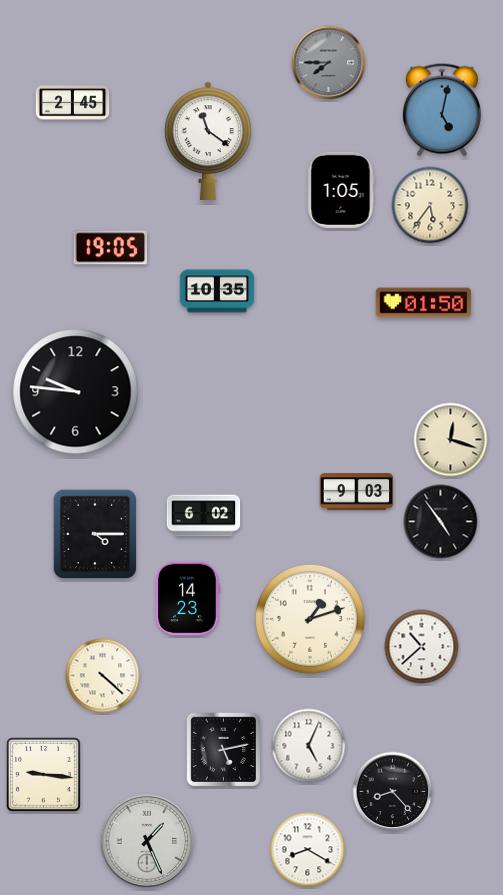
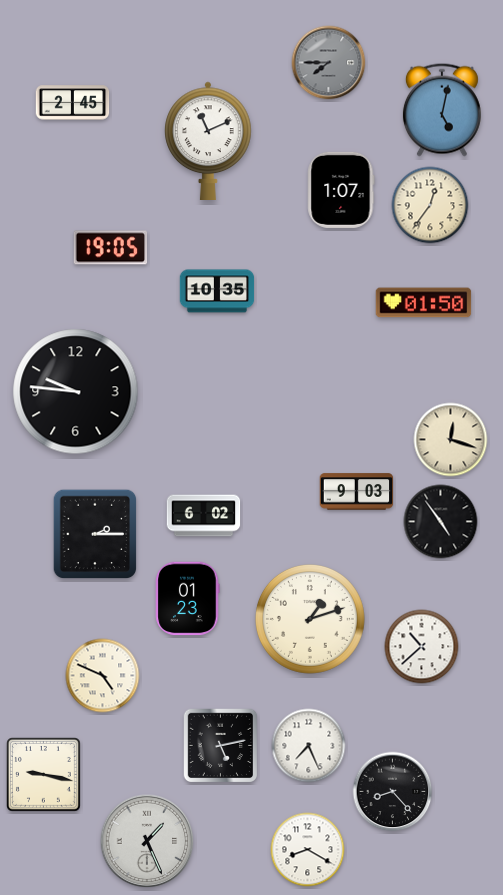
clock at (208, 141): 11:21 -> 11:11
clock at (341, 190): 1:05 -> 1:07
clock at (430, 205): 5:36 -> 12:36
clock at (95, 534): 4:15 -> 2:15
clock at (188, 599): 14:23 -> 01:23
clock at (103, 676): 4:22 -> 4:49
clock at (309, 746): 5:04 -> 7:26
clock at (224, 750) position: (224, 750) -> (221, 746)
clock at (44, 775): 9:16 -> 9:17
